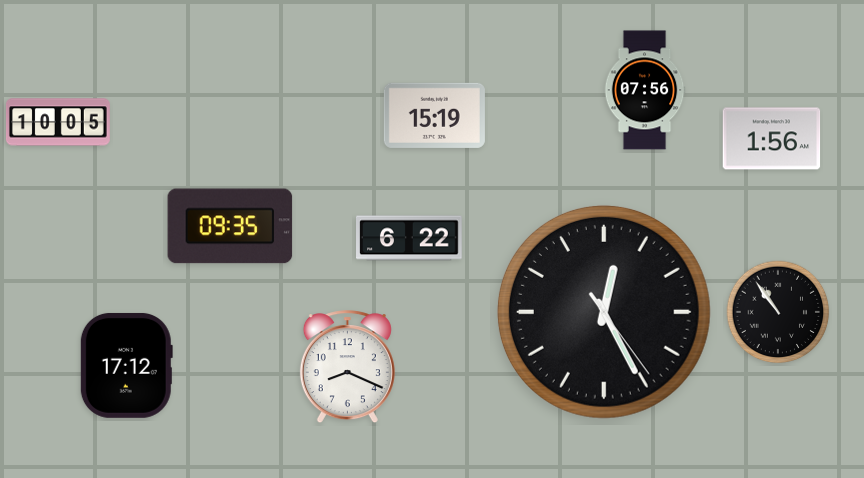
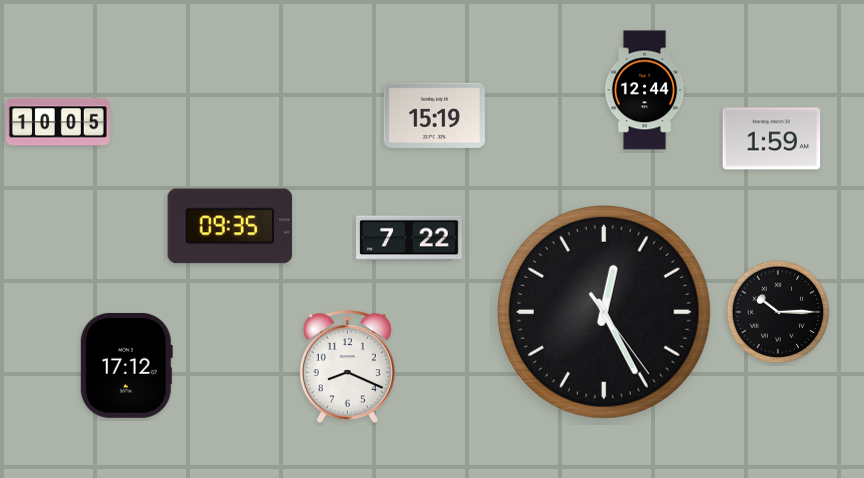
clock at (645, 90): 07:56 -> 12:44
clock at (772, 139): 1:56 -> 1:59
clock at (410, 238): 6:22 -> 7:22
clock at (778, 312): 10:54 -> 10:15
